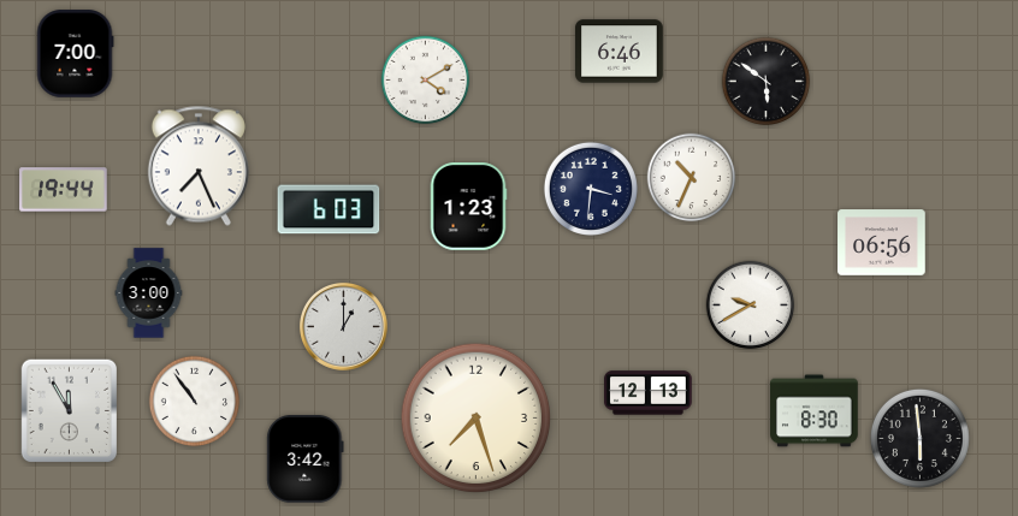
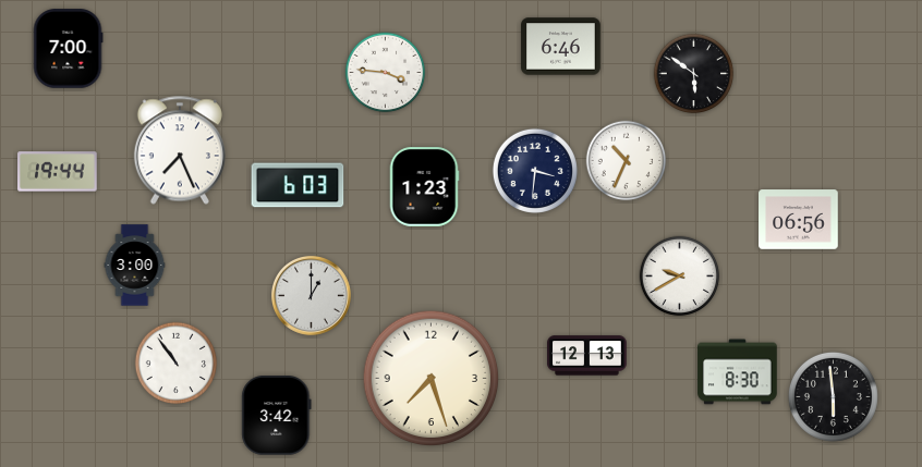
clock at (426, 81): 4:10 -> 3:46
clock at (329, 209) position: (329, 209) -> (298, 185)
clock at (69, 410): 11:55 -> none
